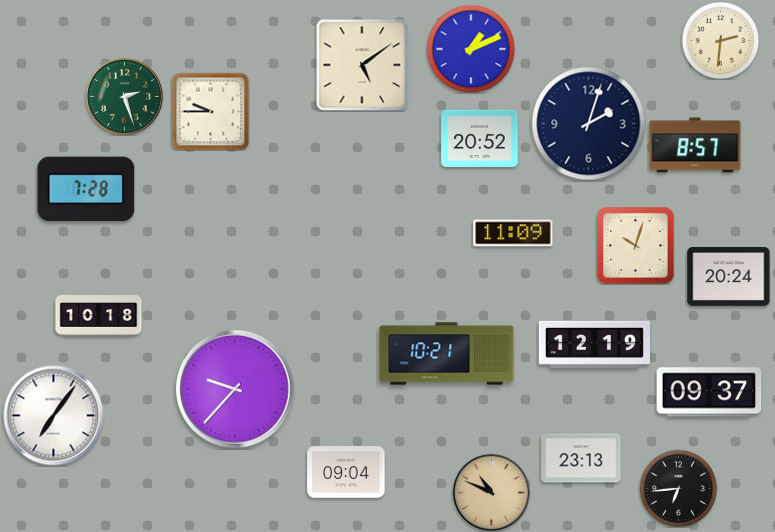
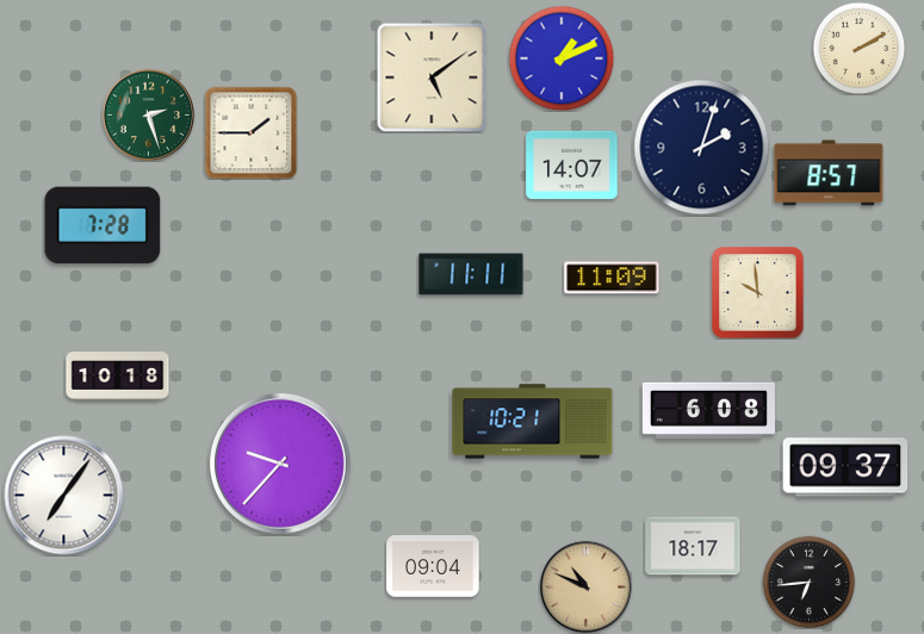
clock at (720, 40): 2:31 -> 2:10
clock at (210, 111): 9:45 -> 1:45
clock at (480, 138): 20:52 -> 14:07
clock at (471, 274): none -> 11:11
clock at (636, 246): 10:03 -> 9:59
clock at (729, 276): 20:24 -> none
clock at (594, 344): 12:19 -> 6:08
clock at (581, 458): 23:13 -> 18:17
clock at (346, 472) position: (346, 472) -> (433, 566)
